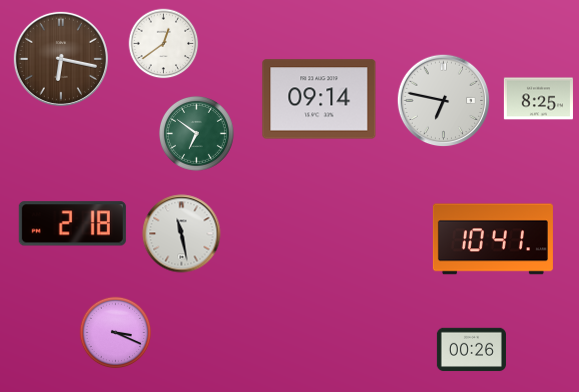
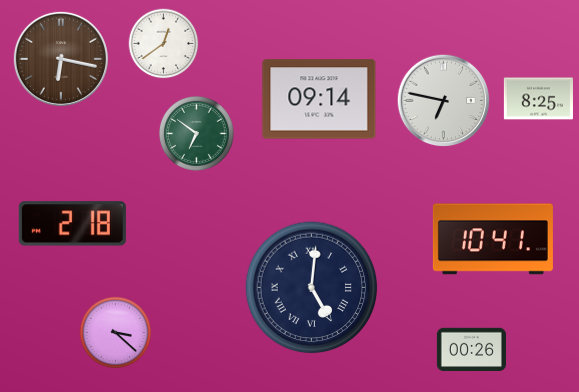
clock at (182, 234): 11:28 -> none
clock at (312, 288): none -> 5:01
clock at (116, 333): 3:19 -> 3:22
